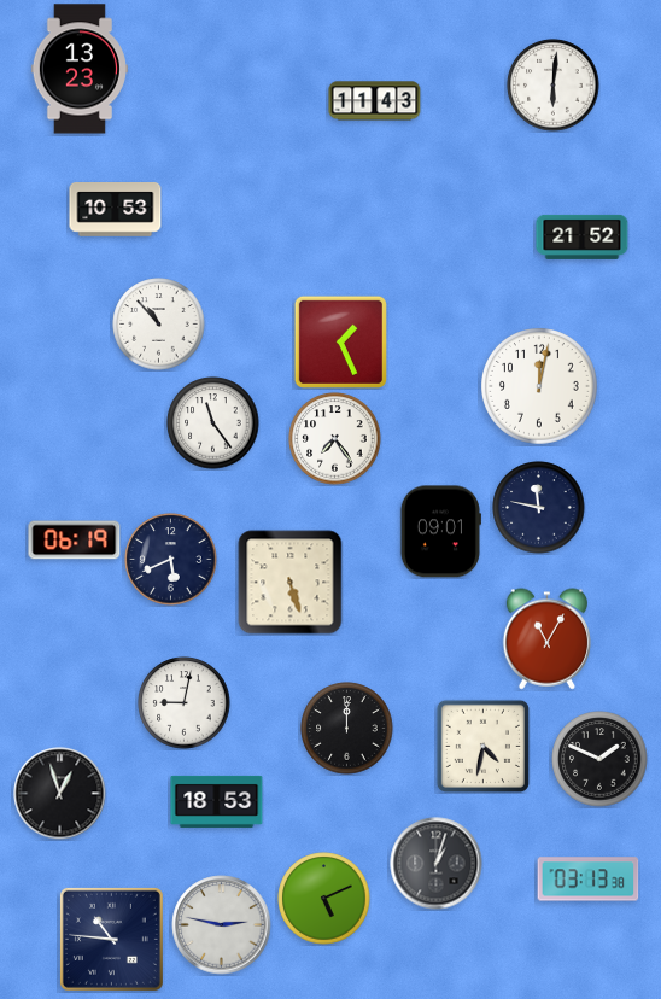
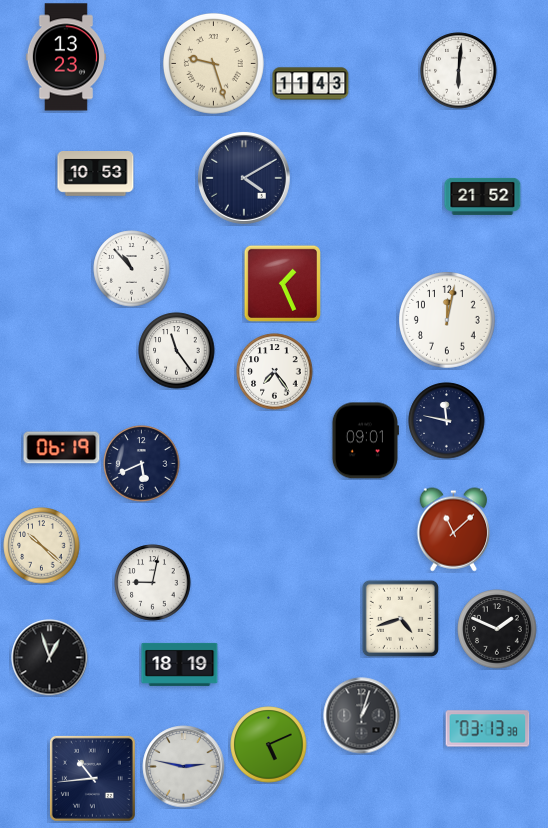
clock at (213, 63): none -> 9:27
clock at (244, 178): none -> 4:10
clock at (335, 439) position: (335, 439) -> (275, 372)
clock at (291, 583): 5:27 -> none
clock at (546, 639): 11:05 -> 11:08
clock at (42, 546): none -> 10:22
clock at (347, 729): 12:00 -> none
clock at (482, 746): 4:32 -> 4:42
clock at (217, 801): 18:53 -> 18:19
clock at (111, 939): 10:46 -> 10:44
